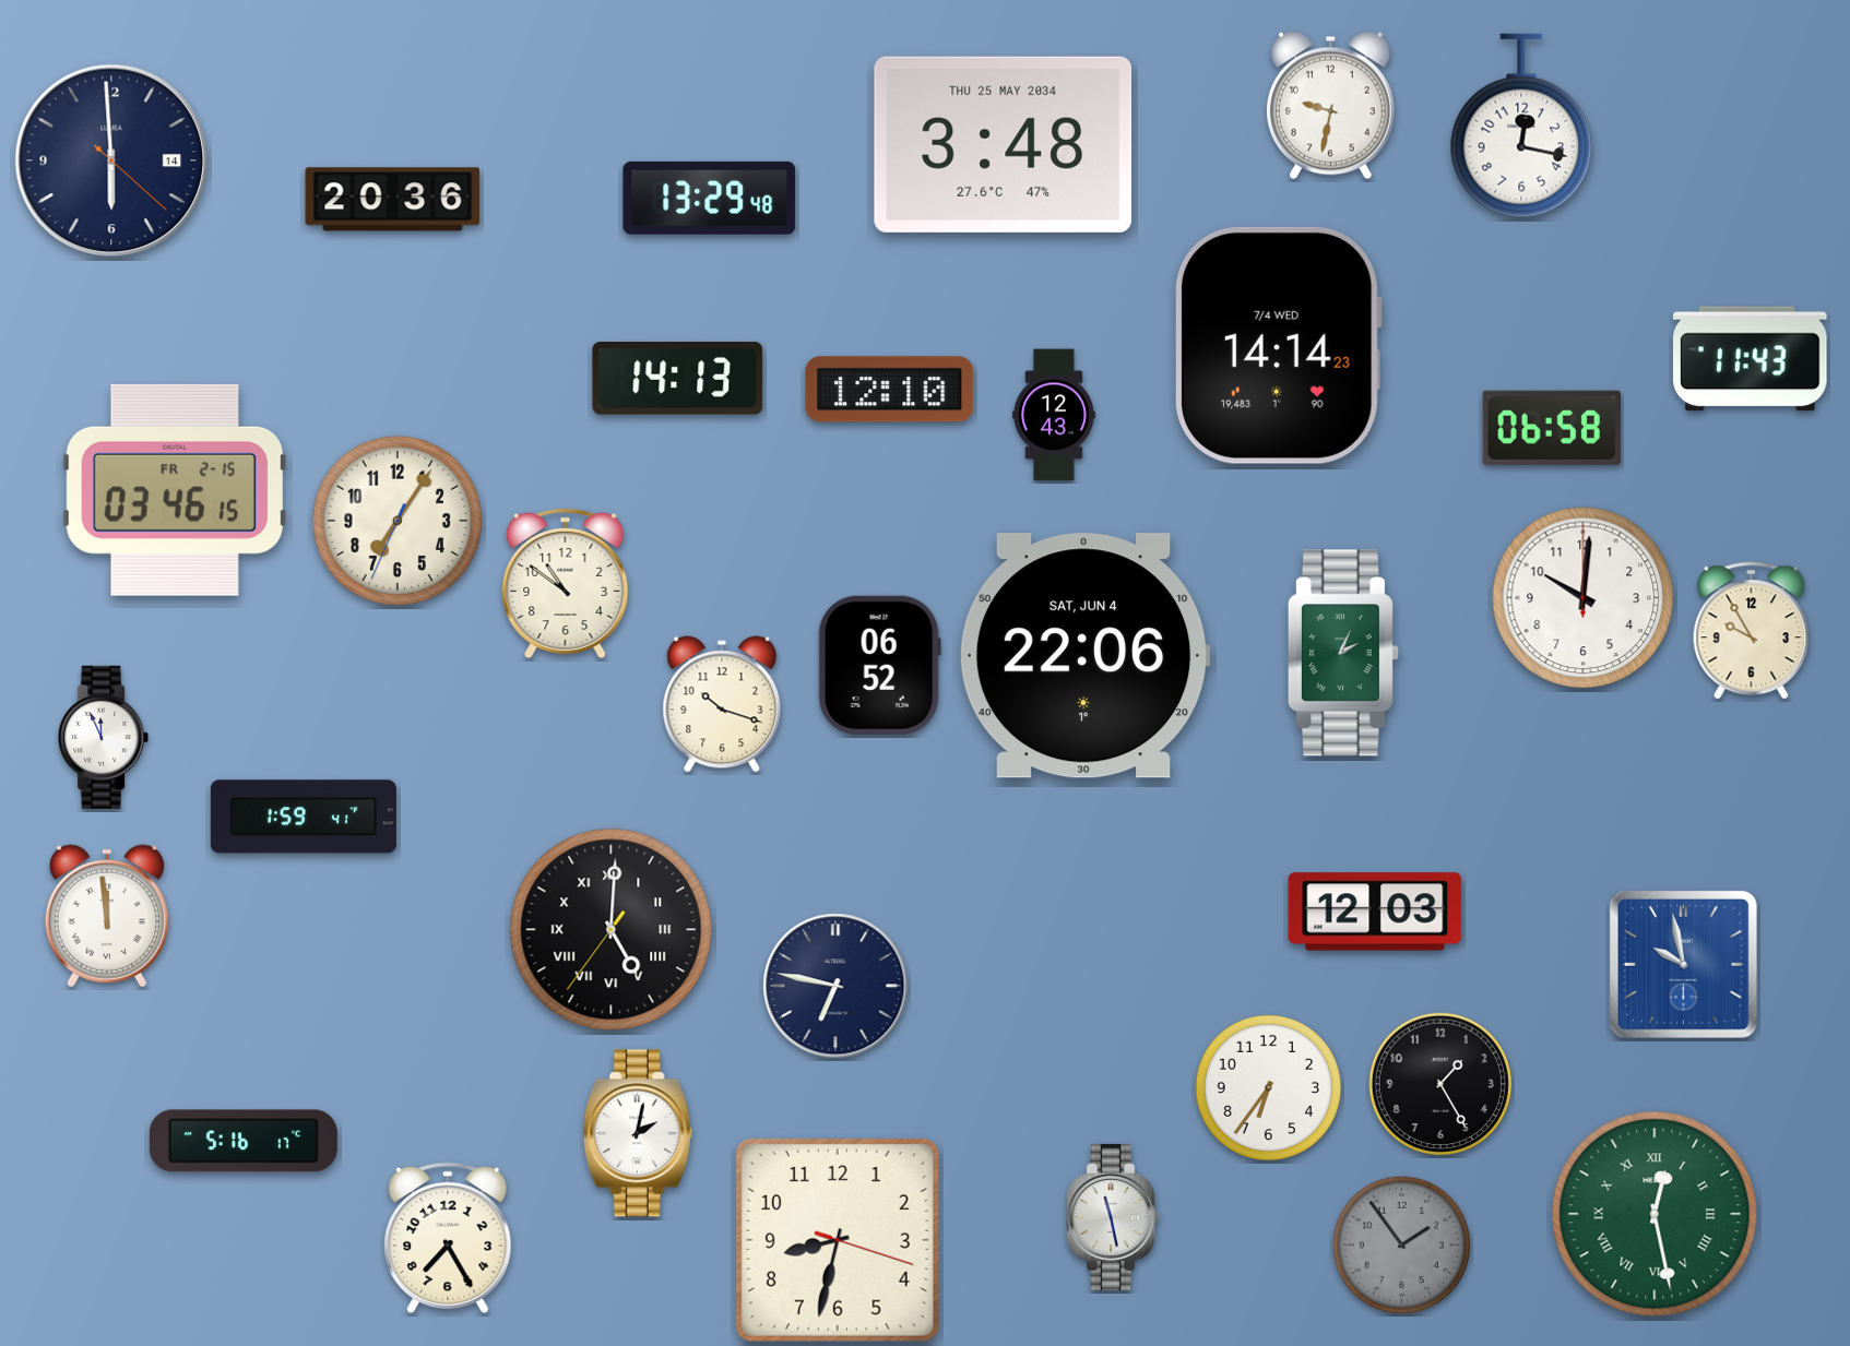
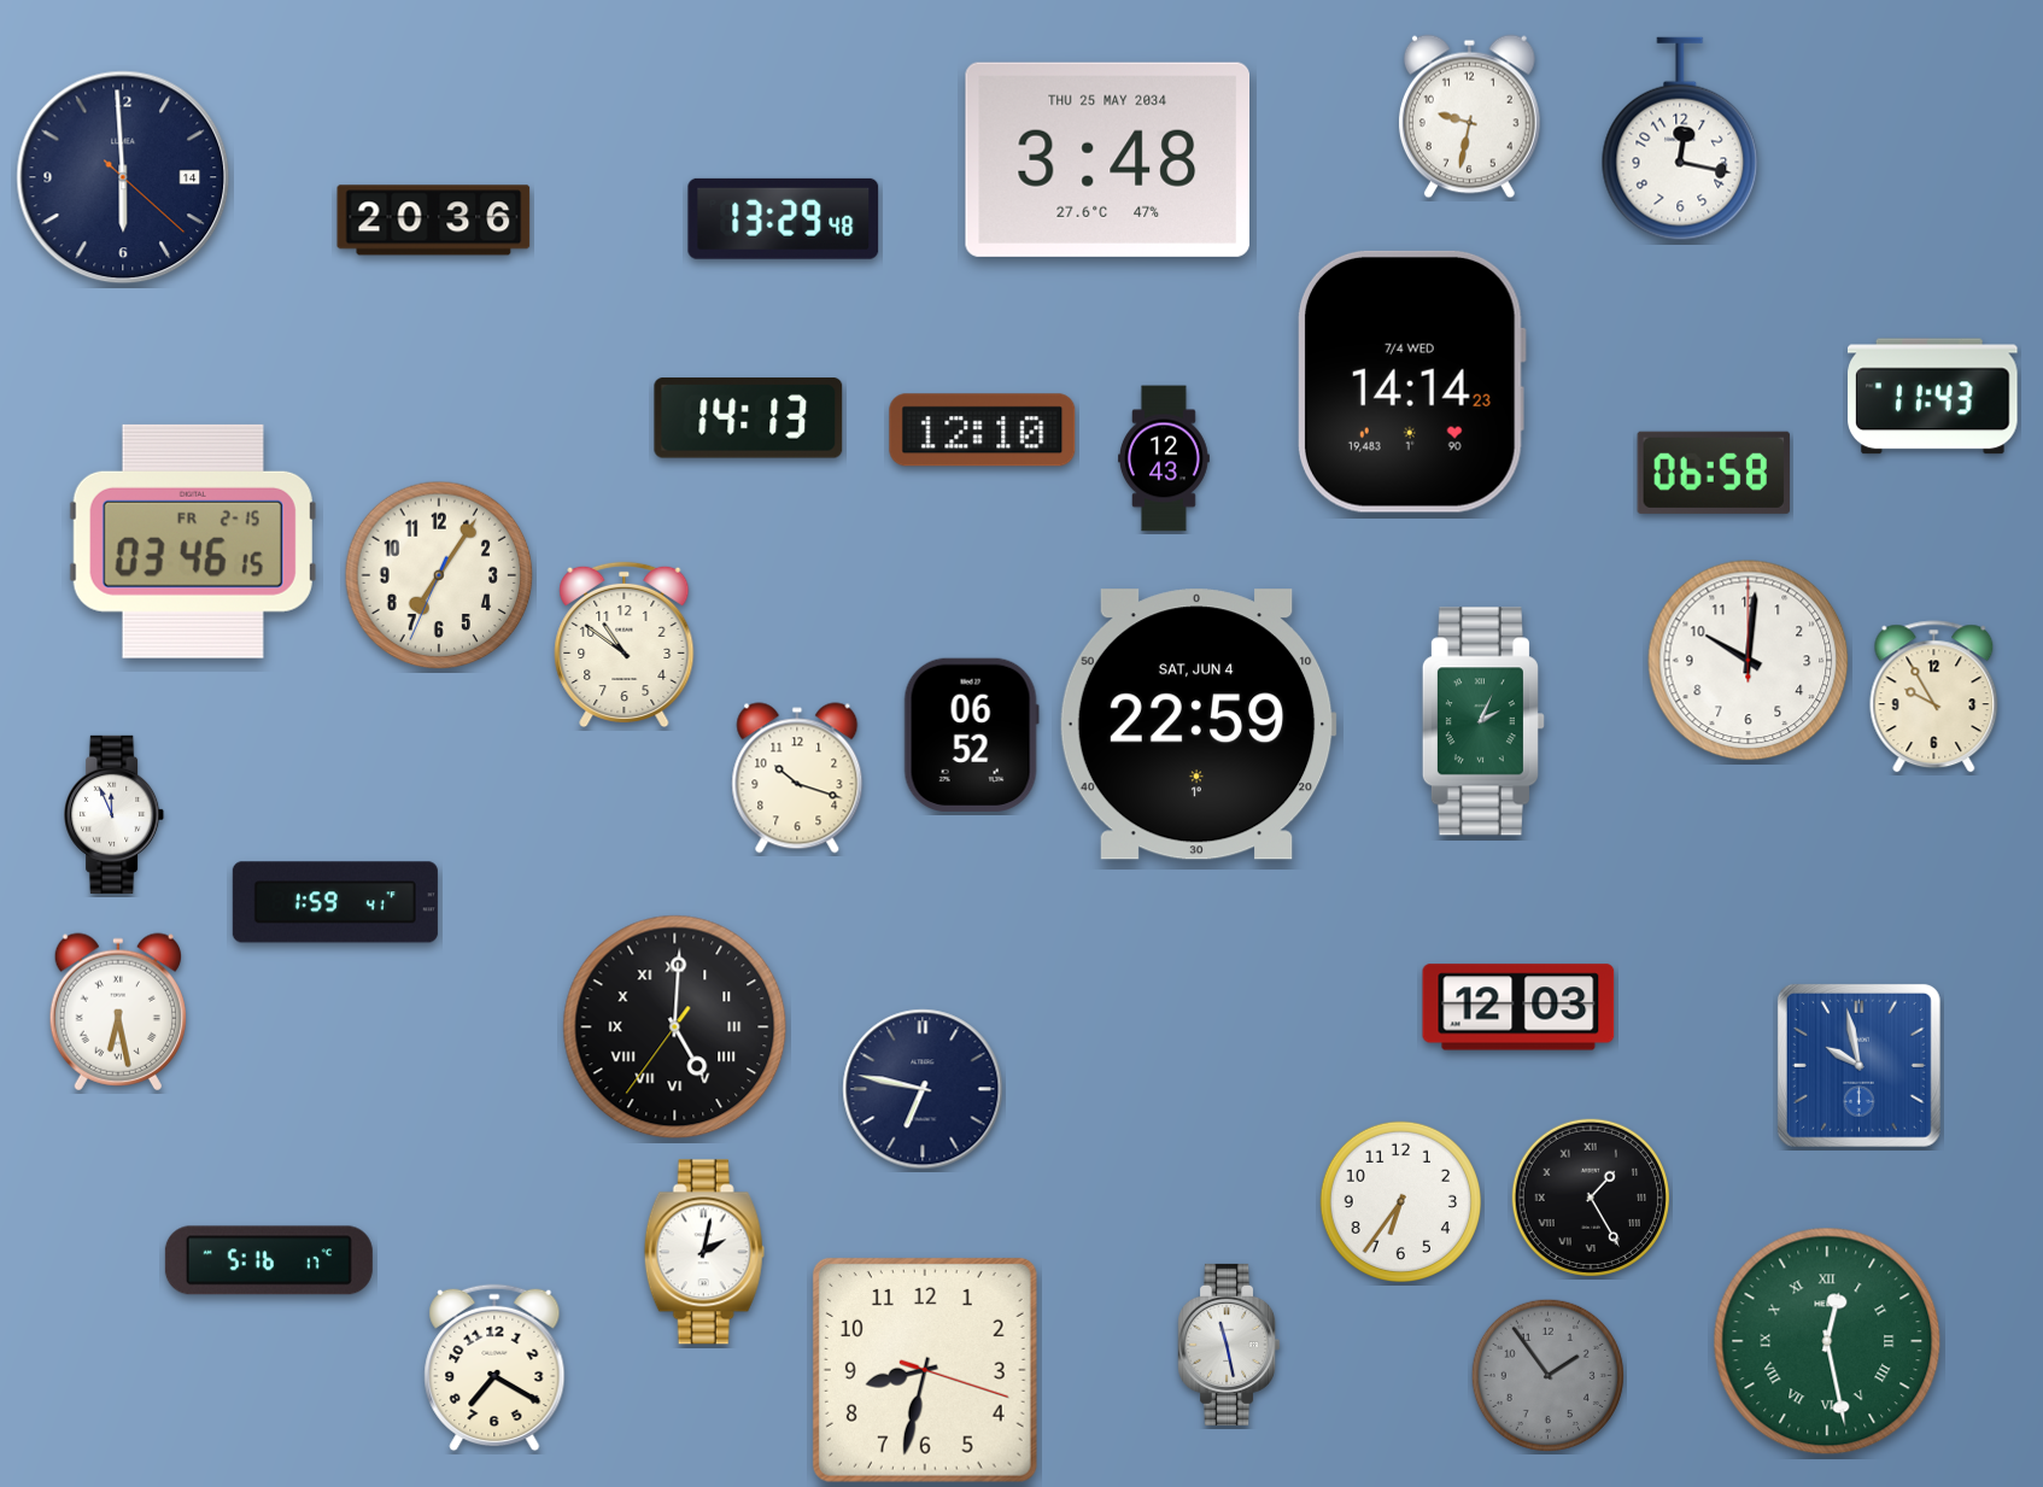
clock at (1084, 656): 22:06 -> 22:59
clock at (107, 916): 11:59 -> 6:28
clock at (1440, 1084) numerals: Arabic -> Roman
clock at (448, 1238): 7:25 -> 7:20
